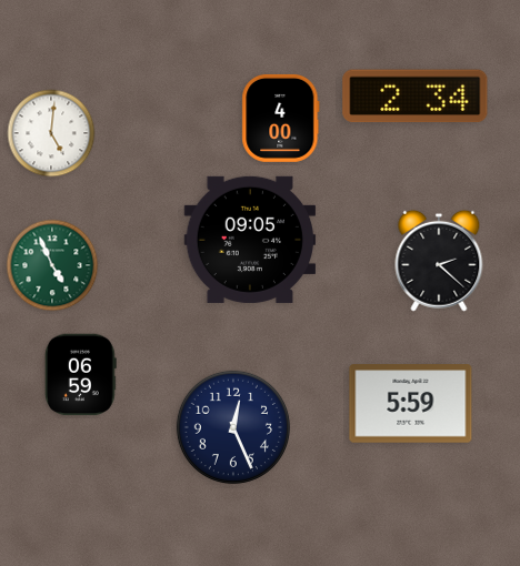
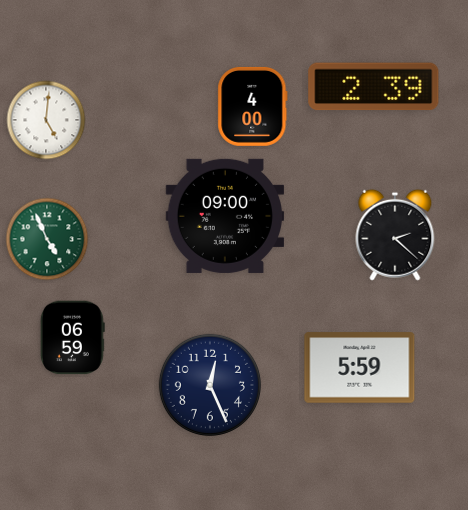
clock at (416, 97): 2:34 -> 2:39
clock at (250, 240): 09:05 -> 09:00
clock at (411, 404) position: (411, 404) -> (360, 368)
